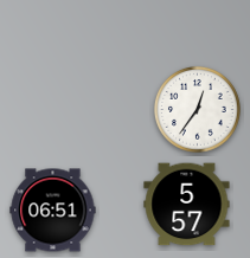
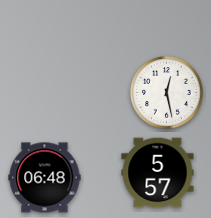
clock at (197, 109): 12:36 -> 12:28
clock at (53, 211): 06:51 -> 06:48
